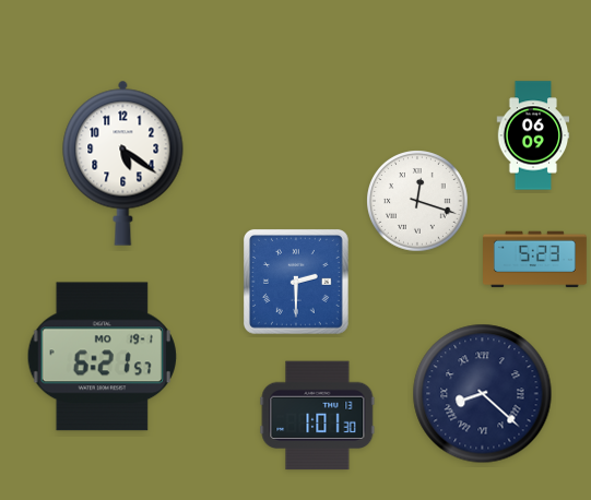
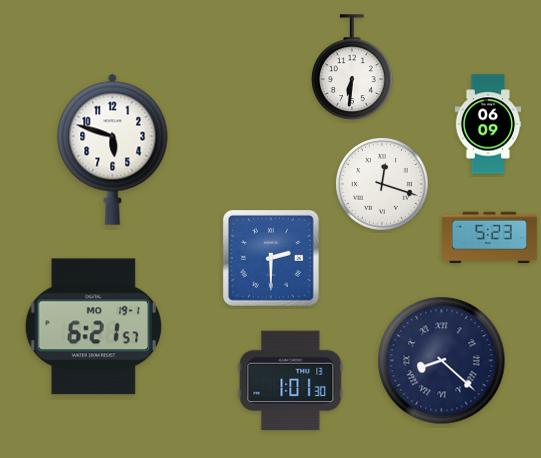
clock at (352, 67): none -> 6:31
clock at (123, 163): 5:21 -> 5:48
